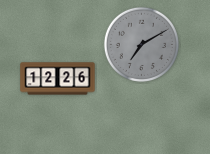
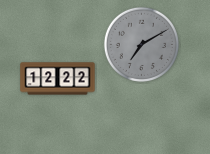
clock at (58, 79): 12:26 -> 12:22
